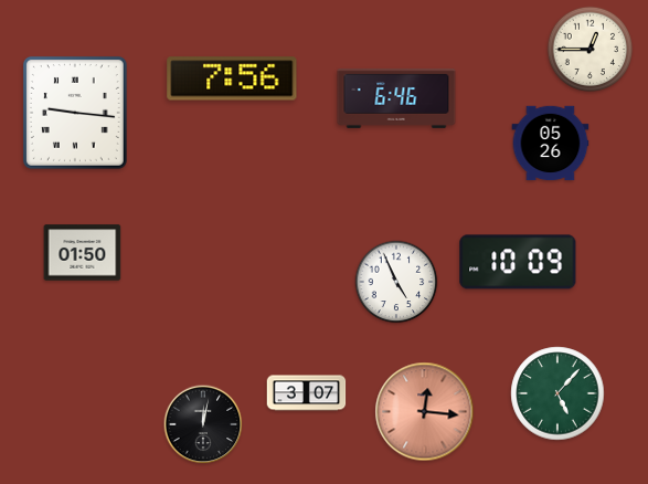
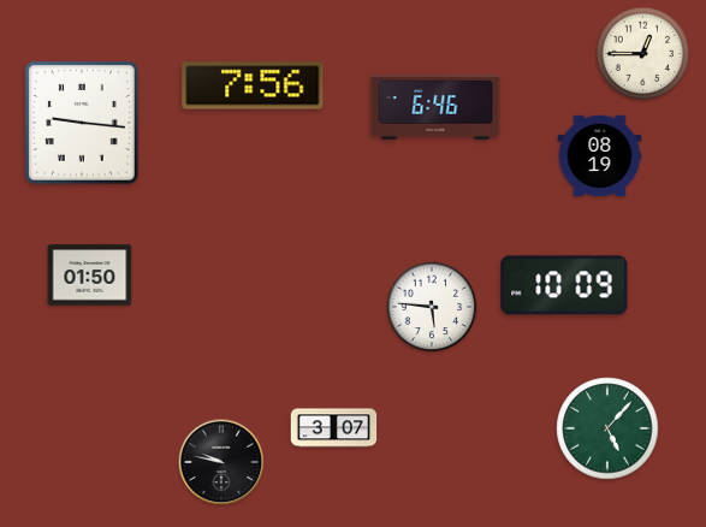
clock at (396, 98) position: (396, 98) -> (435, 107)
clock at (551, 144): 05:26 -> 08:19
clock at (396, 282): 4:56 -> 5:46
clock at (425, 412): 12:16 -> none
clock at (203, 424): 12:02 -> 9:47
